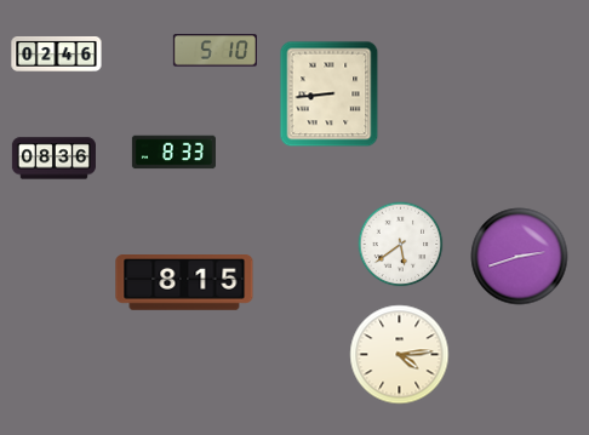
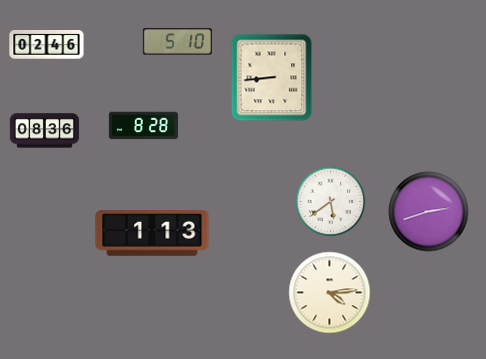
clock at (173, 153): 8:33 -> 8:28
clock at (184, 284): 8:15 -> 1:13
